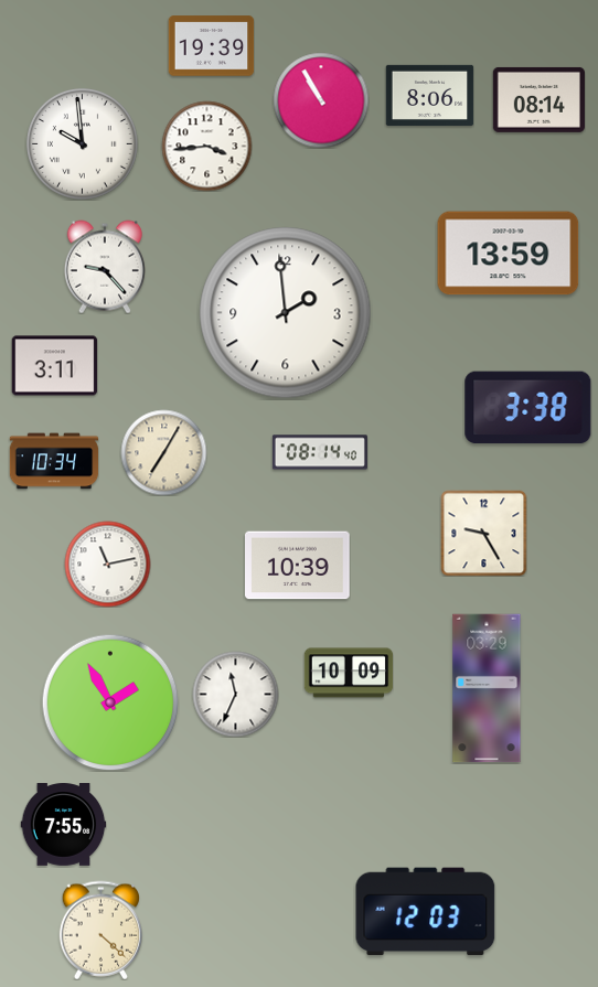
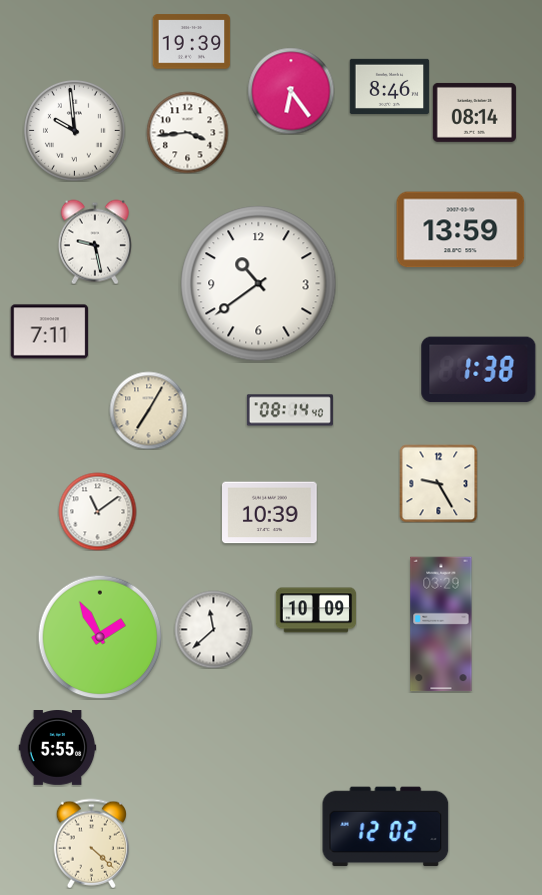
clock at (429, 95): 8:06 -> 8:46
clock at (538, 99) position: (538, 99) -> (474, 112)
clock at (321, 100): 10:55 -> 6:24
clock at (105, 267): 9:23 -> 9:28
clock at (286, 313): 1:59 -> 10:39
clock at (54, 366): 3:11 -> 7:11
clock at (528, 408): 3:38 -> 1:38
clock at (54, 461): 10:34 -> none
clock at (107, 564): 11:13 -> 11:09
clock at (235, 694): 11:34 -> 11:38
clock at (63, 825): 7:55 -> 5:55
clock at (426, 912): 12:03 -> 12:02
